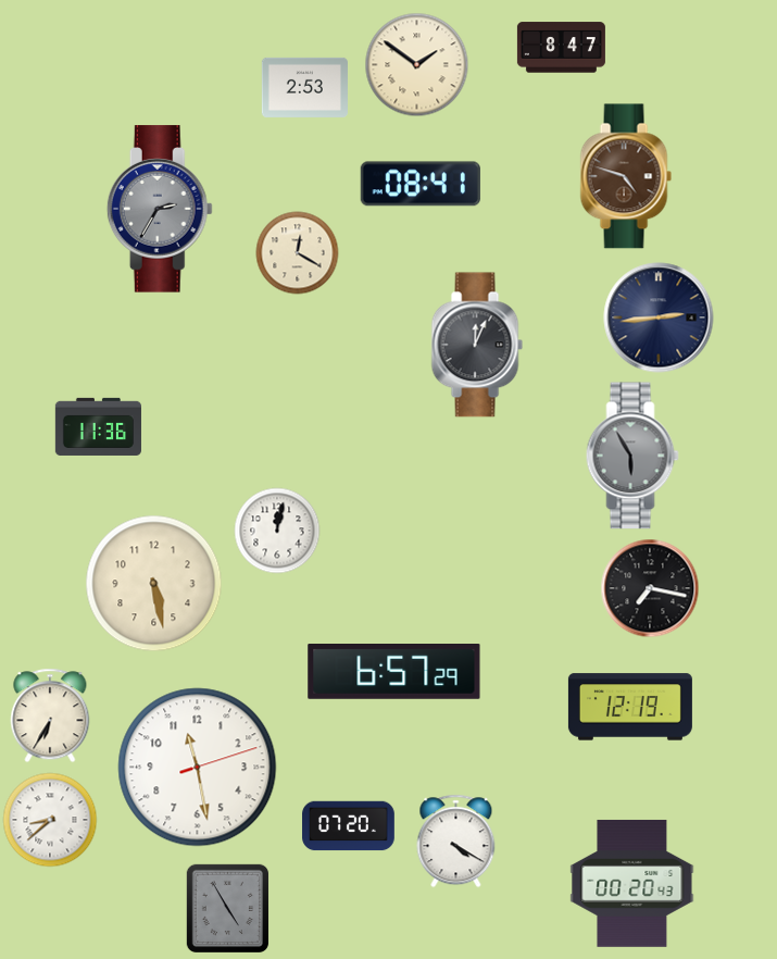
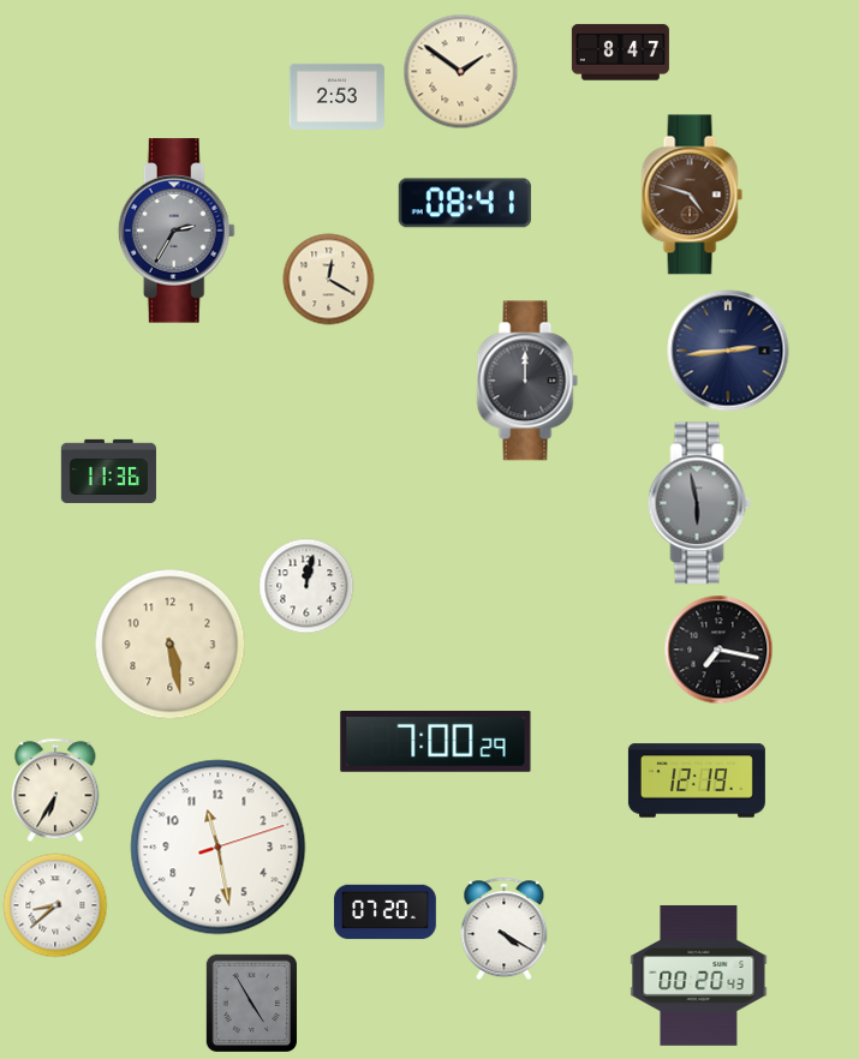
clock at (477, 345): 12:04 -> 12:00
clock at (632, 456): 5:55 -> 5:58
clock at (394, 672): 6:57 -> 7:00
